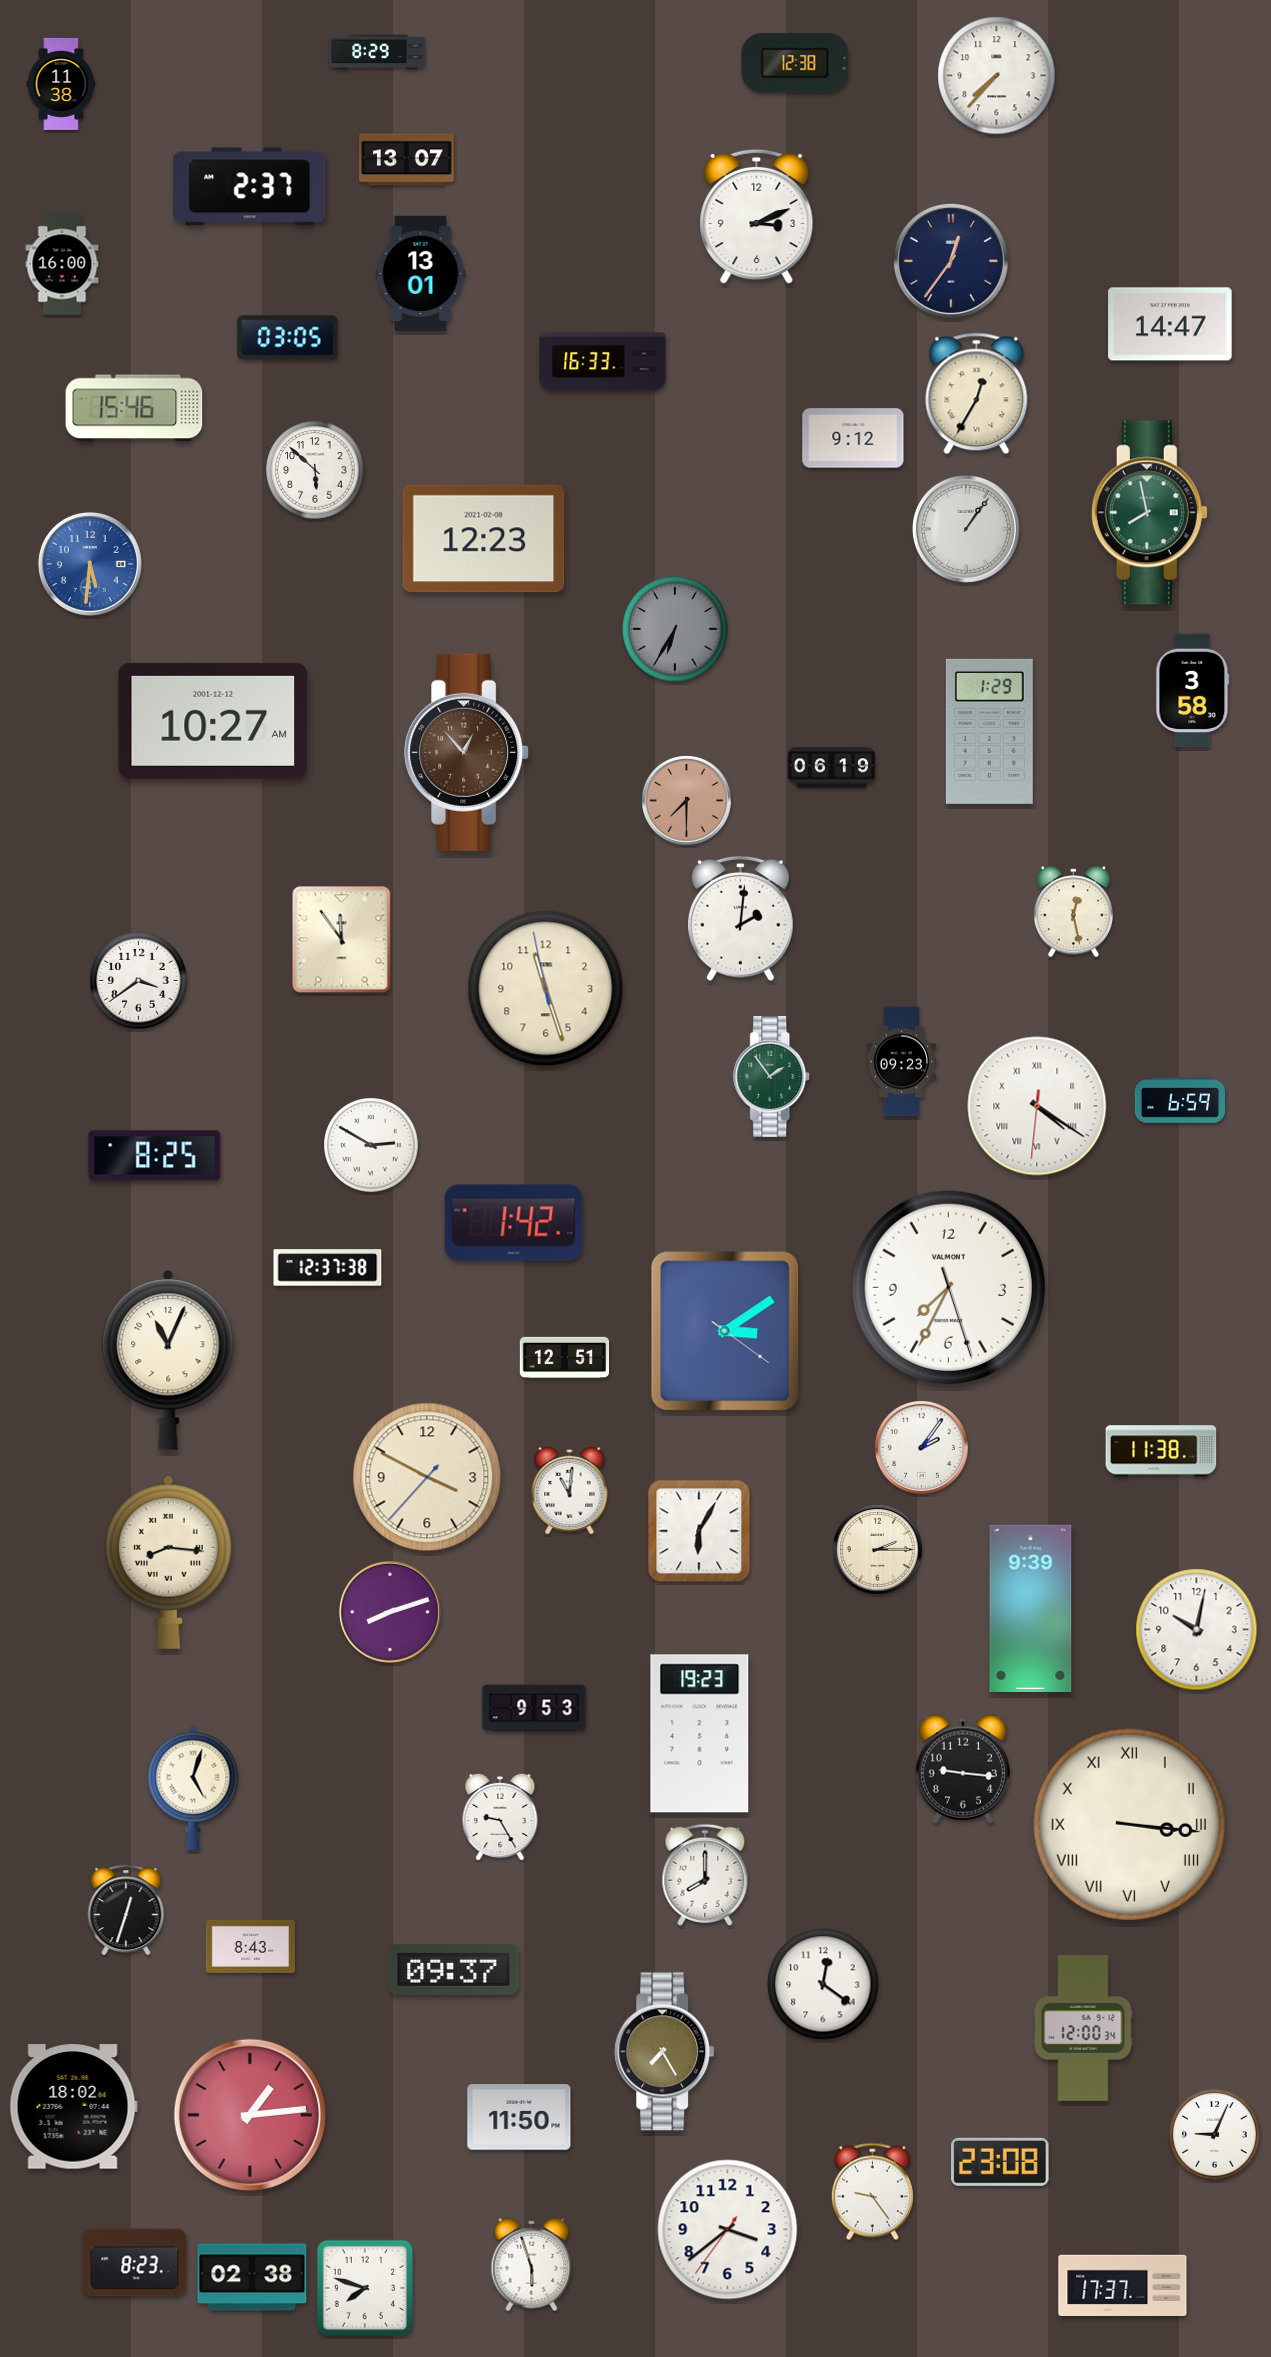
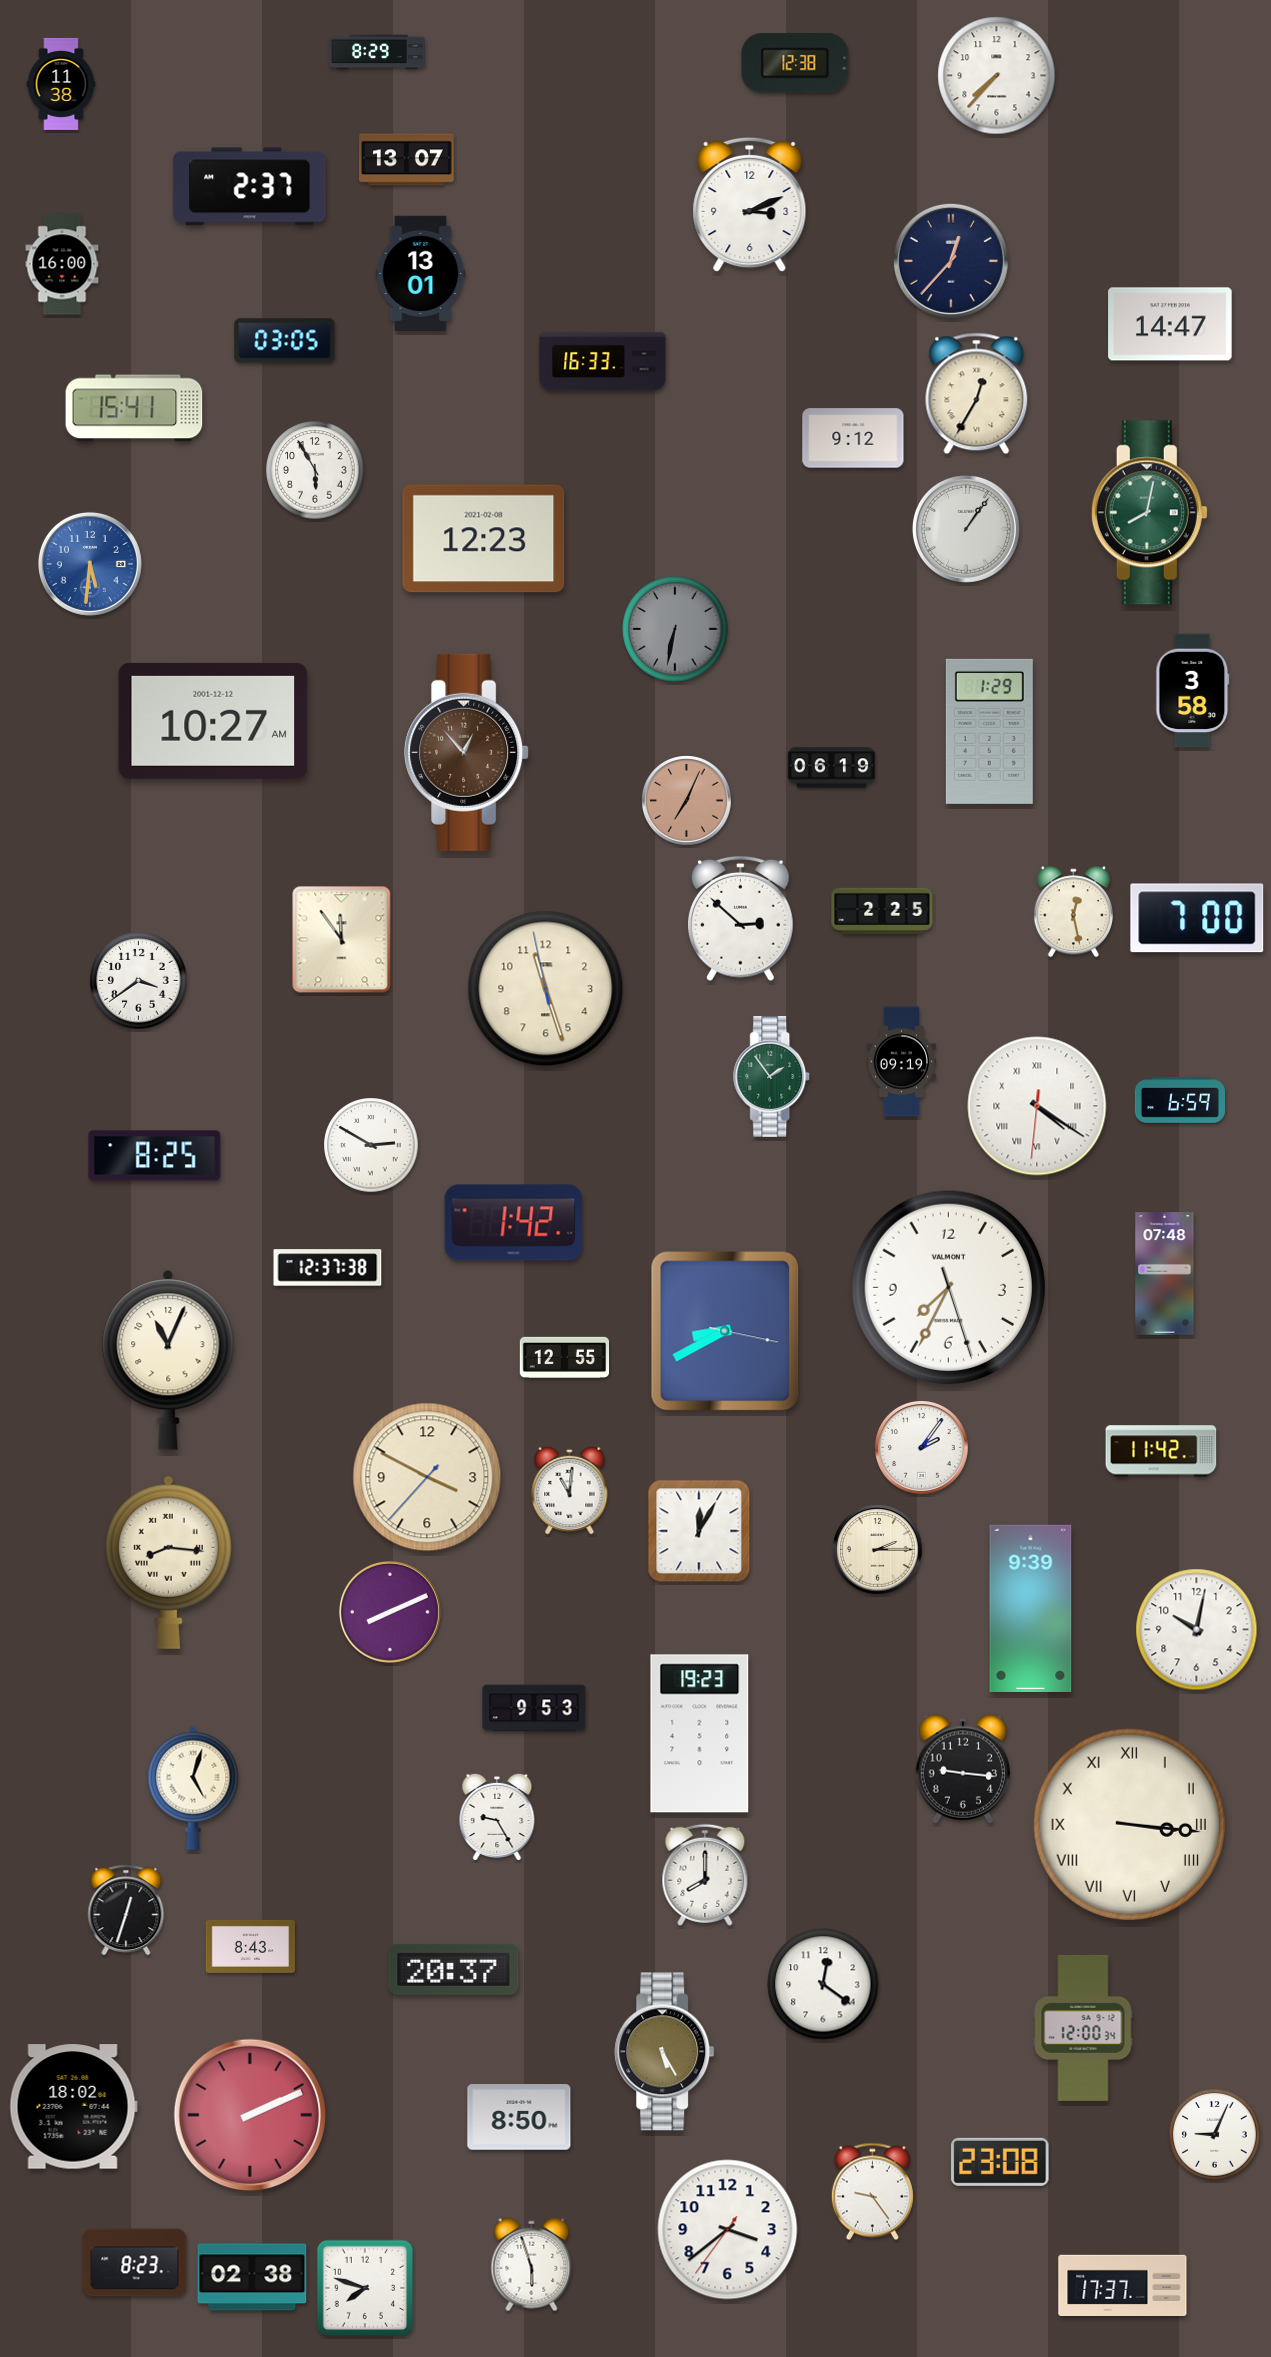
clock at (757, 217) position: (757, 217) -> (750, 205)
clock at (951, 261): 12:36 -> 12:37
clock at (288, 338) position: (288, 338) -> (285, 341)
clock at (134, 408): 15:46 -> 15:41
clock at (315, 470): 5:52 -> 5:55
clock at (1149, 513): 7:58 -> 8:02
clock at (675, 629): 6:35 -> 6:32
clock at (687, 801): 7:30 -> 7:04
clock at (882, 911): none -> 2:25
clock at (1197, 918): none -> 7:00
clock at (741, 919): 2:01 -> 2:52
clock at (902, 1062): 09:23 -> 09:19
clock at (1165, 1274): none -> 07:48
clock at (725, 1331): 3:09 -> 8:40
clock at (565, 1357): 12:51 -> 12:55
clock at (1161, 1451): 11:38 -> 11:42
clock at (699, 1531): 6:05 -> 12:05
clock at (390, 1612): 8:12 -> 8:11
clock at (500, 1817) position: (500, 1817) -> (497, 1817)
clock at (454, 1969): 09:37 -> 20:37
clock at (665, 2052): 7:25 -> 5:25
clock at (250, 2115): 1:14 -> 2:11
clock at (519, 2117): 11:50 -> 8:50
